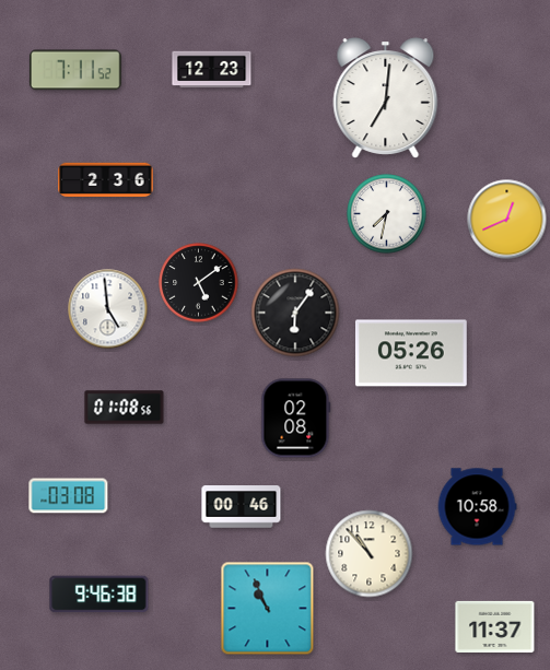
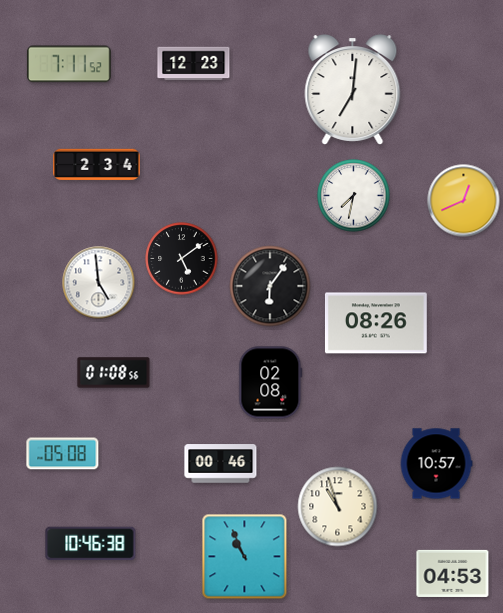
clock at (106, 180): 2:36 -> 2:34
clock at (411, 353): 05:26 -> 08:26
clock at (69, 496): 03:08 -> 05:08
clock at (477, 507): 10:58 -> 10:57
clock at (370, 554): 10:53 -> 10:57
clock at (100, 595): 9:46 -> 10:46
clock at (495, 626): 11:37 -> 04:53
